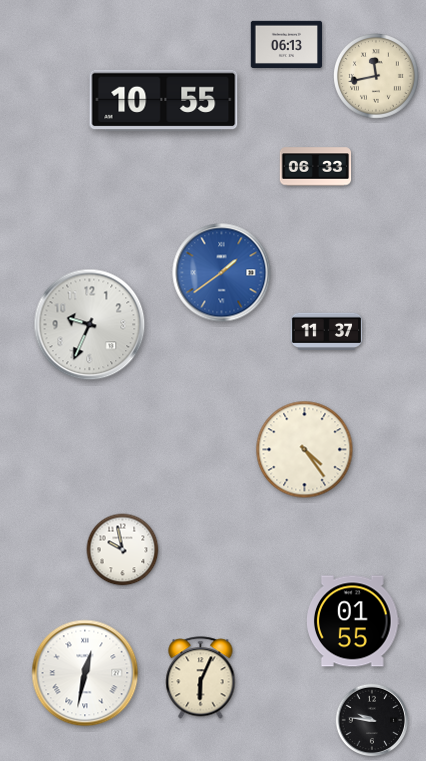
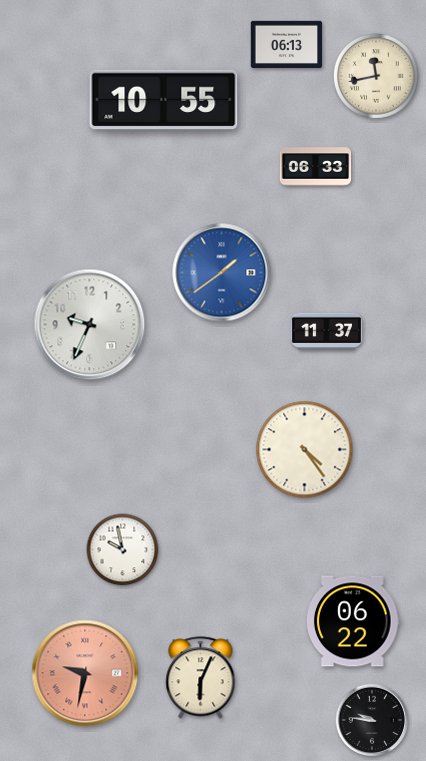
clock at (354, 621): 01:55 -> 06:22
clock at (85, 673): 12:32 -> 9:32
clock at (85, 673) dial: white -> salmon
